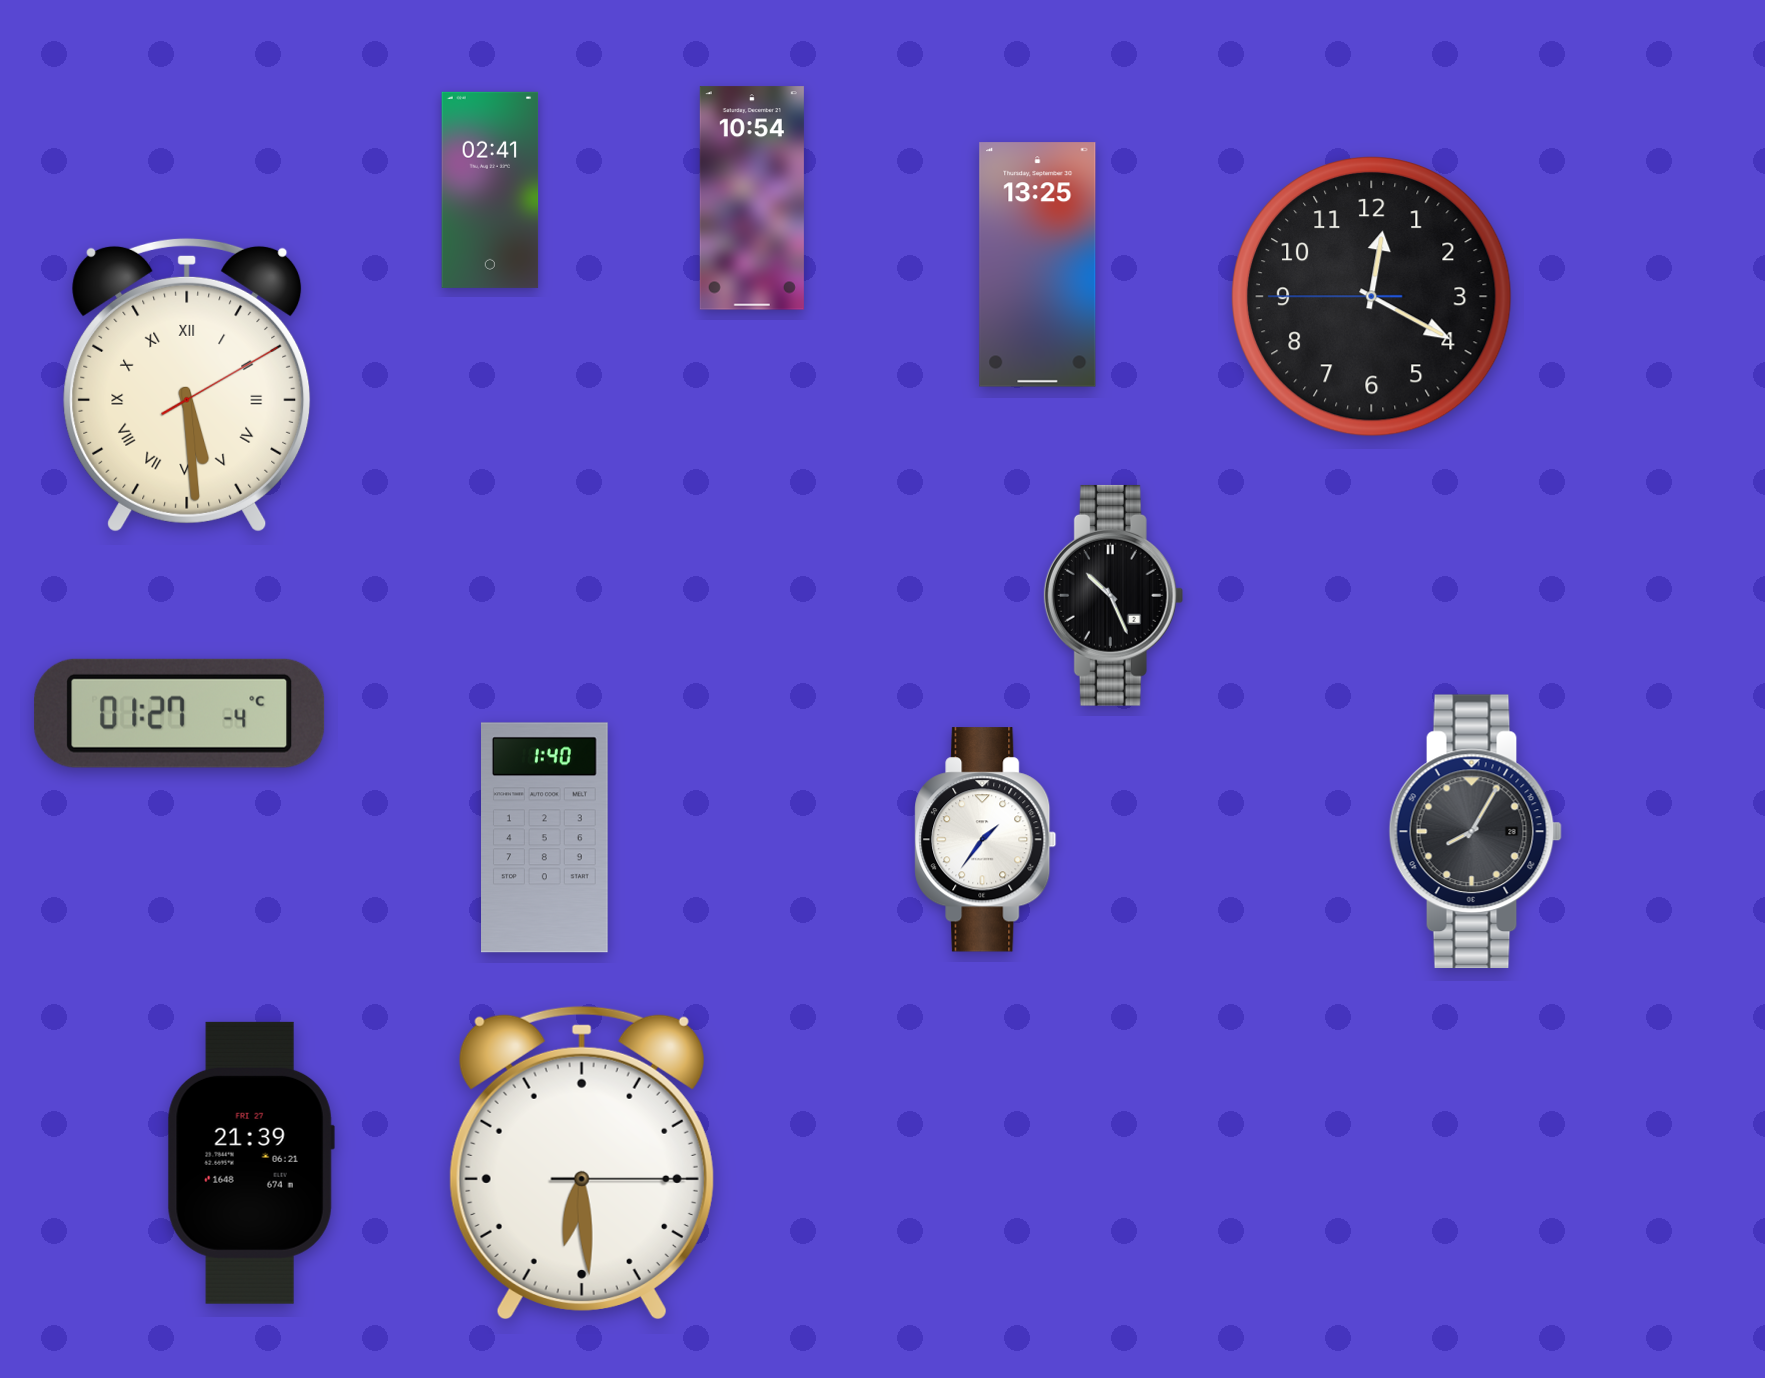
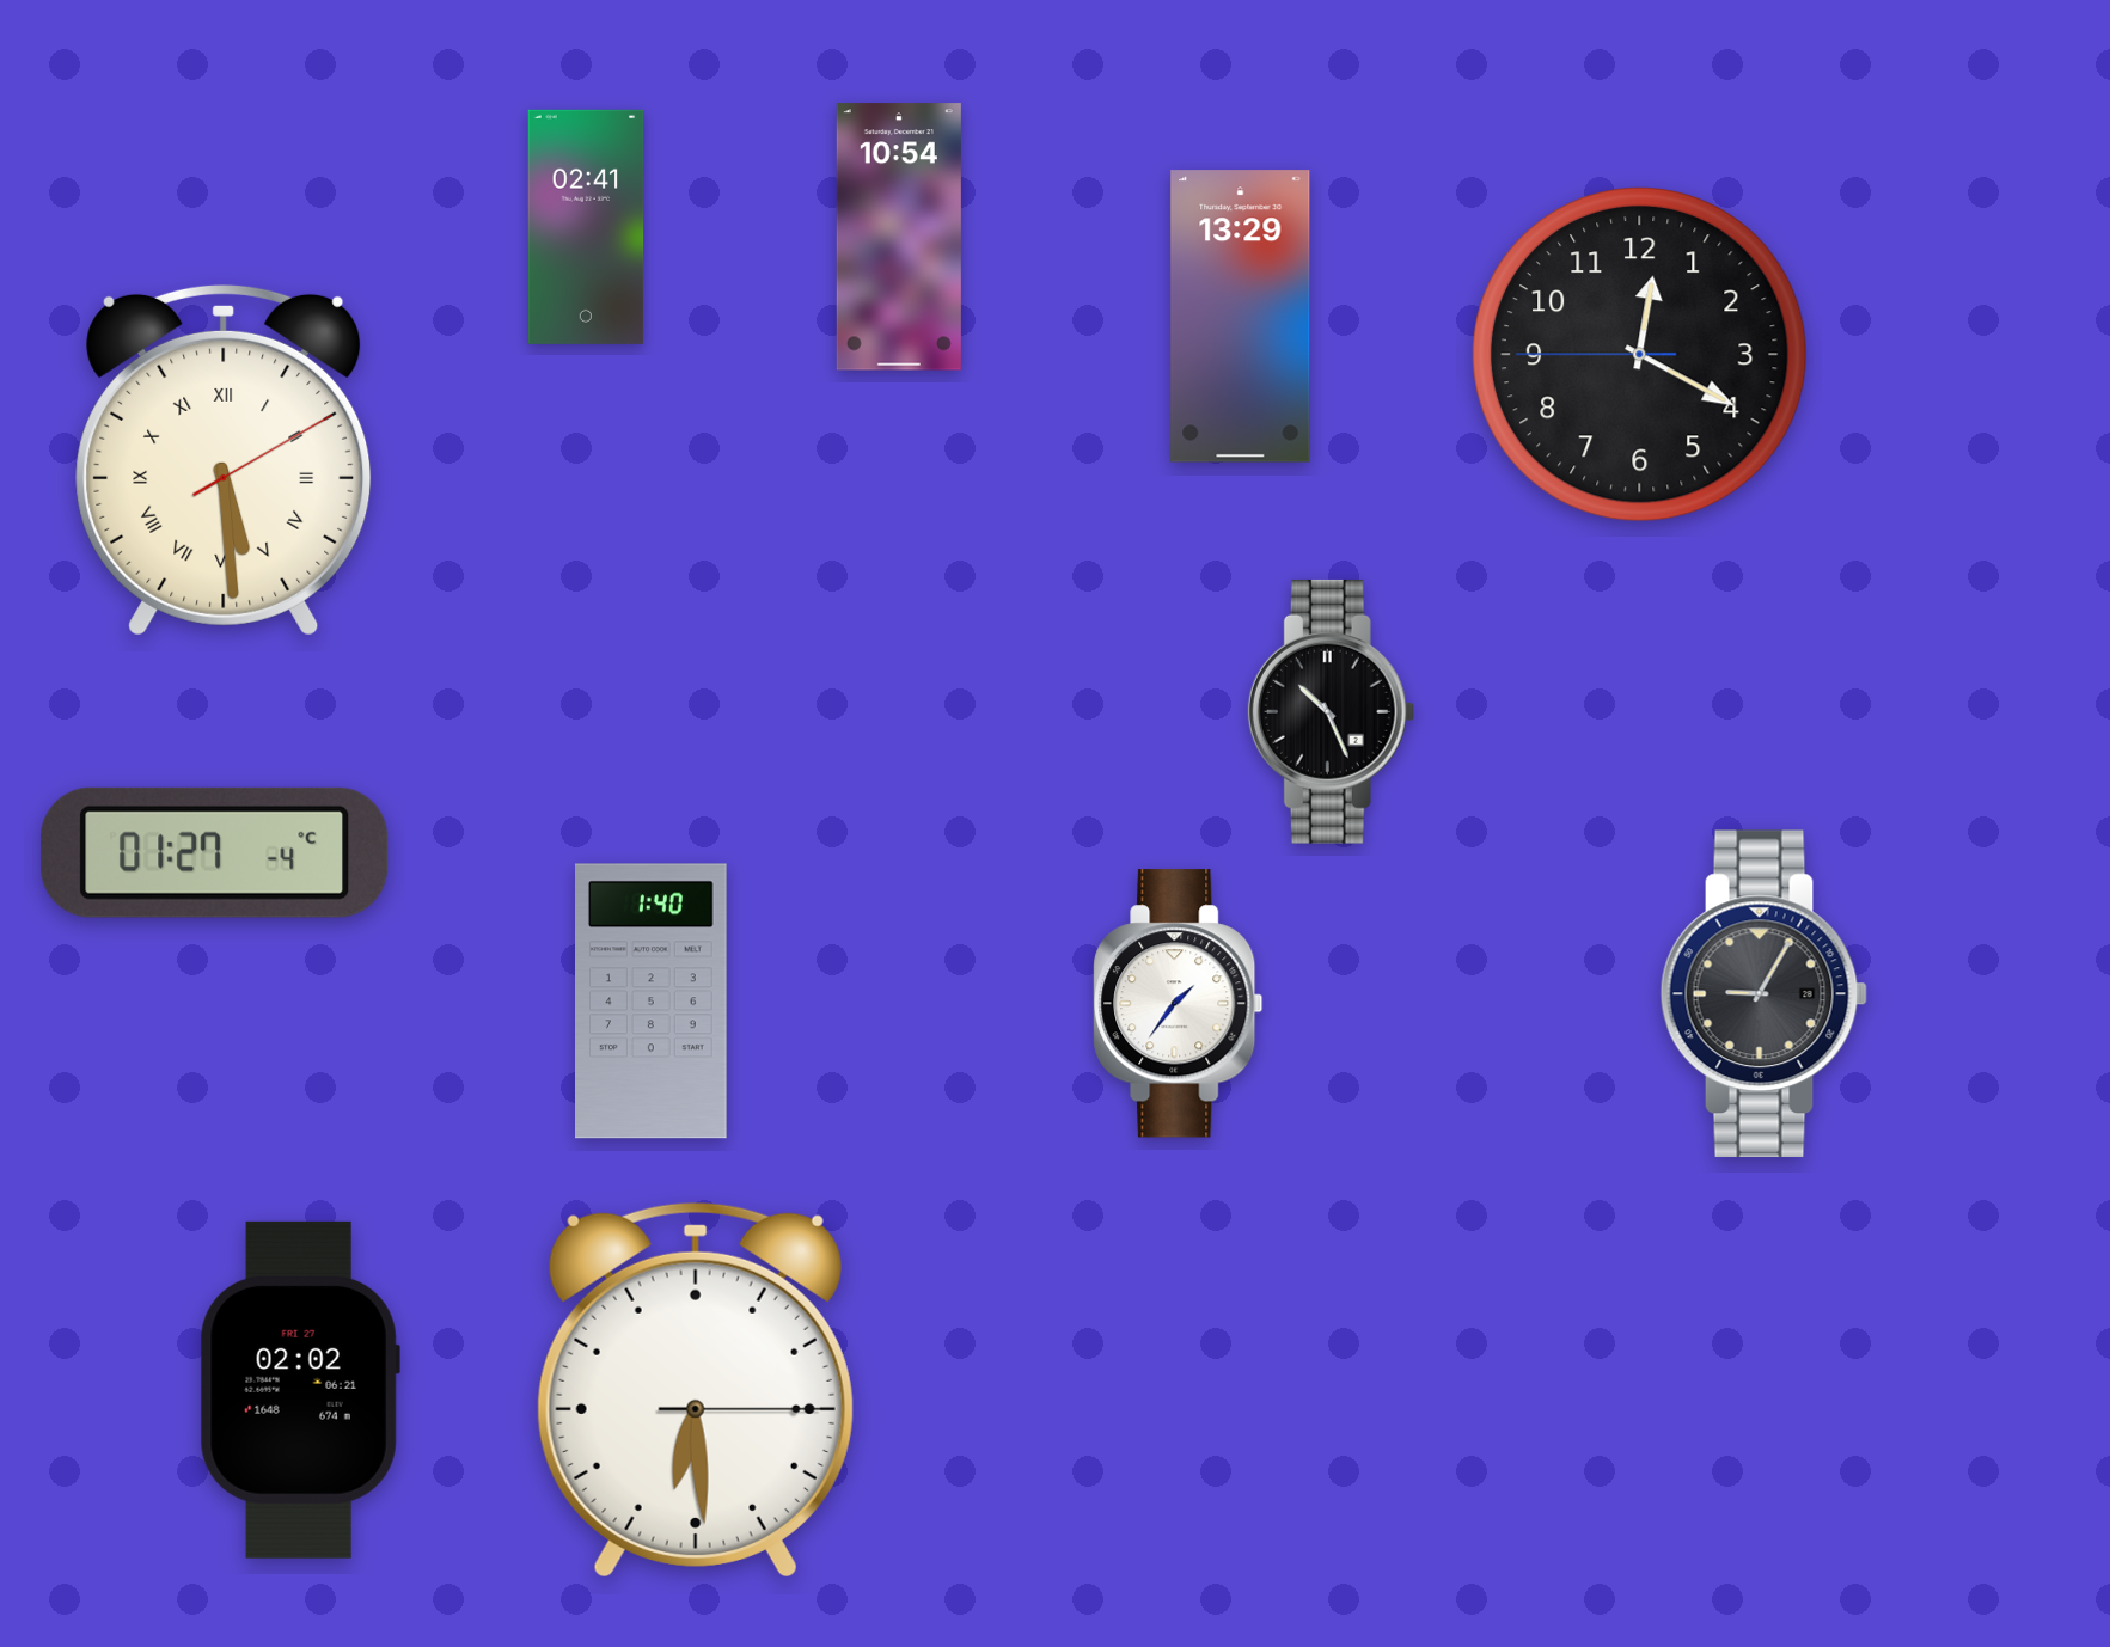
clock at (1038, 265): 13:25 -> 13:29
clock at (1475, 832): 8:05 -> 9:05
clock at (251, 1163): 21:39 -> 02:02
